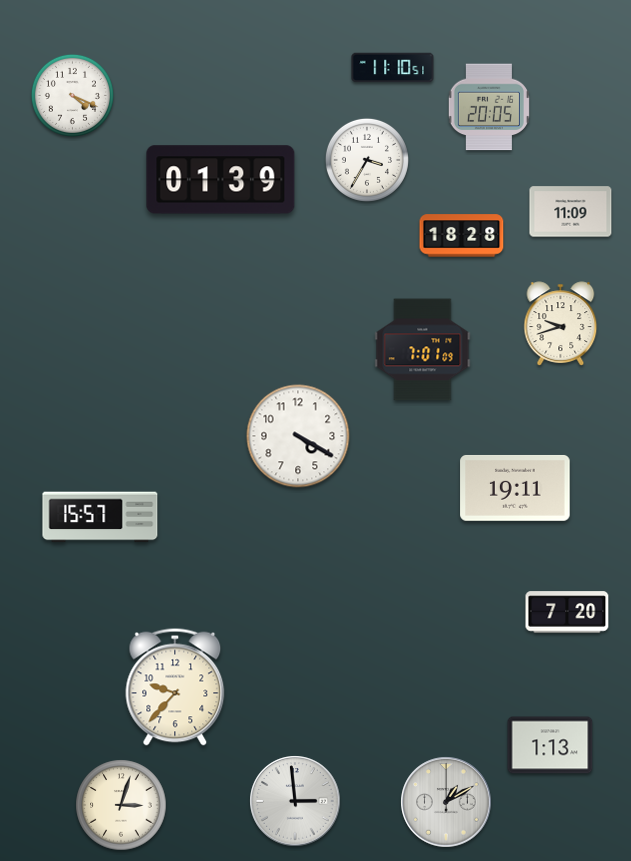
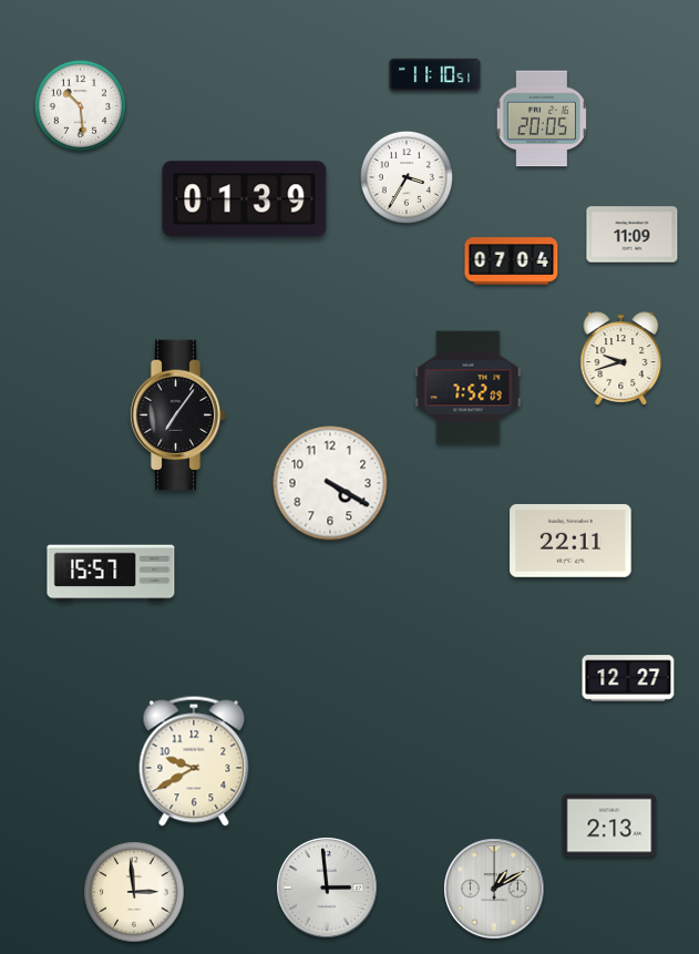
clock at (72, 95): 4:19 -> 10:29
clock at (462, 236): 18:28 -> 07:04
clock at (423, 350): 7:01 -> 7:52
clock at (177, 416): none -> 7:06
clock at (515, 488): 19:11 -> 22:11
clock at (567, 612): 7:20 -> 12:27
clock at (175, 687): 9:37 -> 9:40
clock at (550, 745): 1:13 -> 2:13
clock at (121, 805): 3:03 -> 2:59
